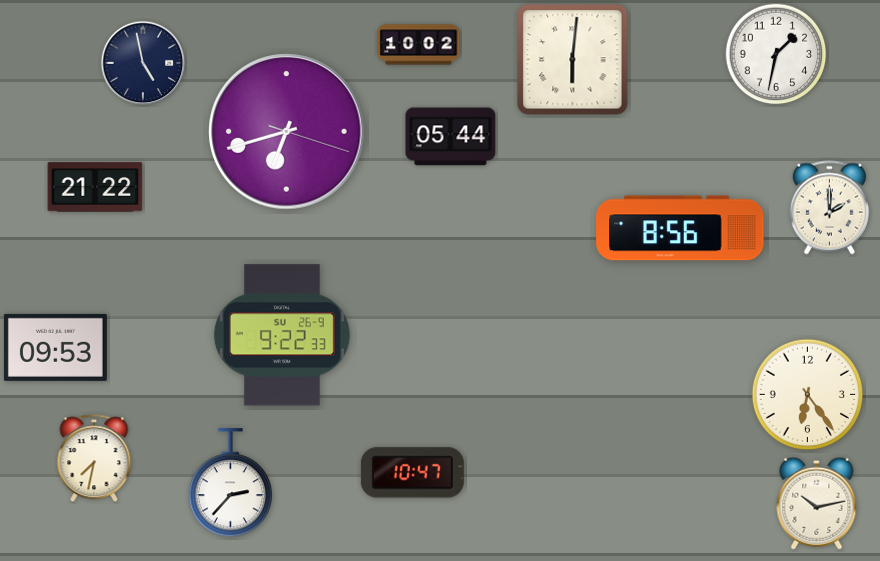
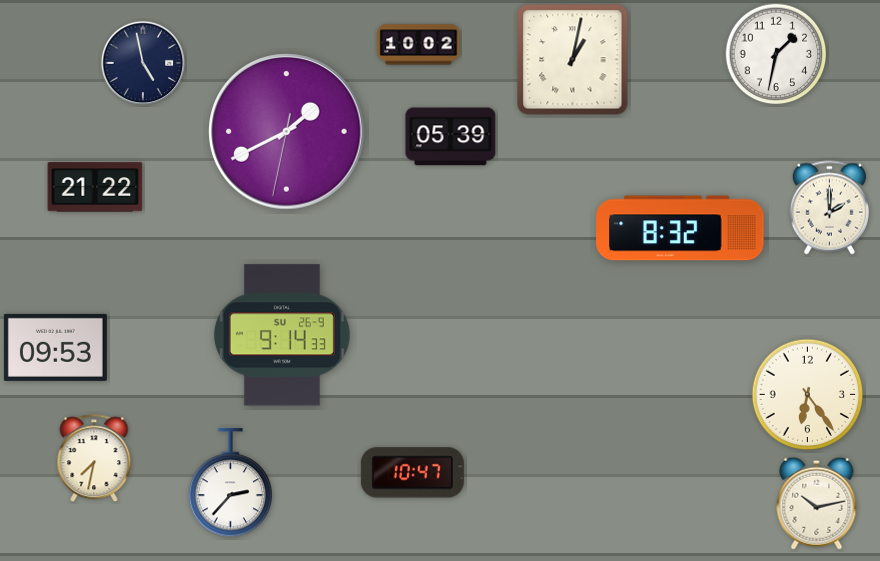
clock at (573, 60): 6:01 -> 1:02
clock at (287, 132): 6:42 -> 1:40
clock at (451, 137): 05:44 -> 05:39
clock at (680, 228): 8:56 -> 8:32
clock at (282, 335): 9:22 -> 9:14
